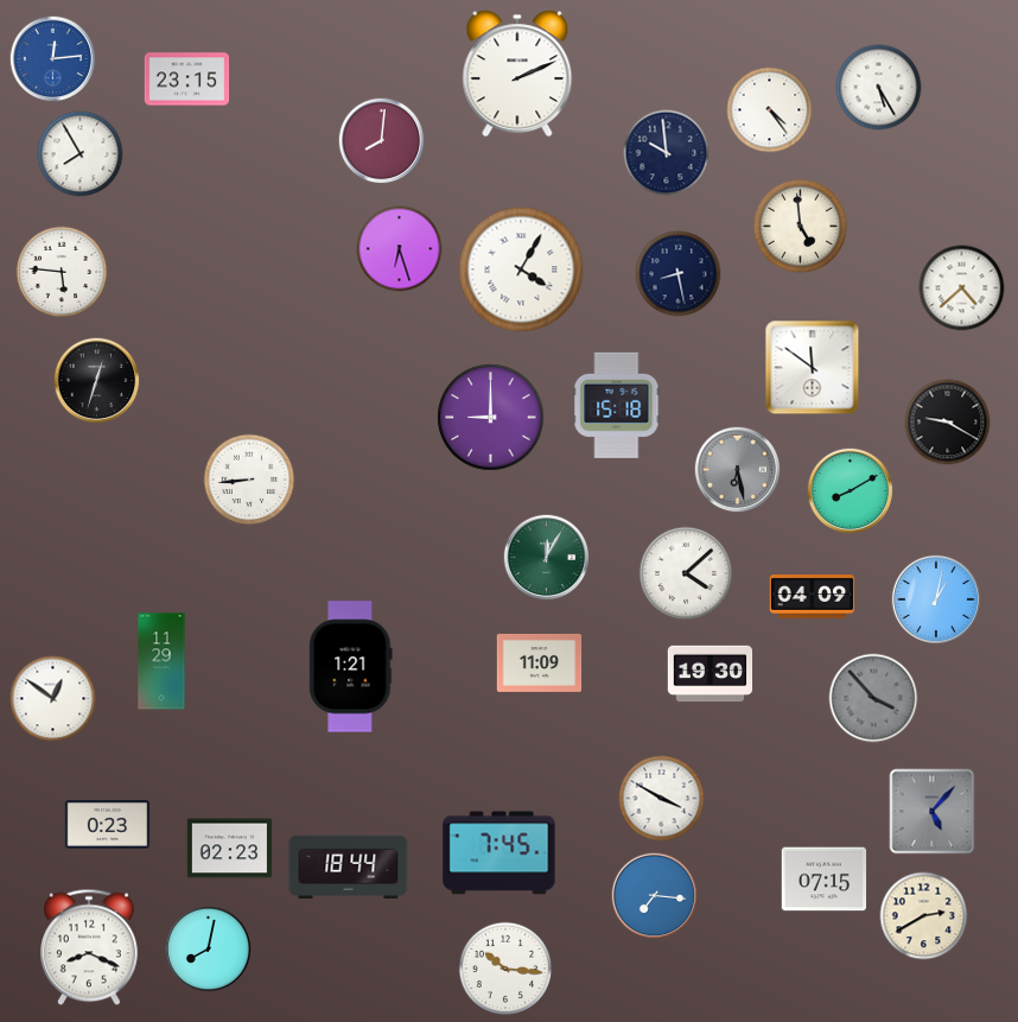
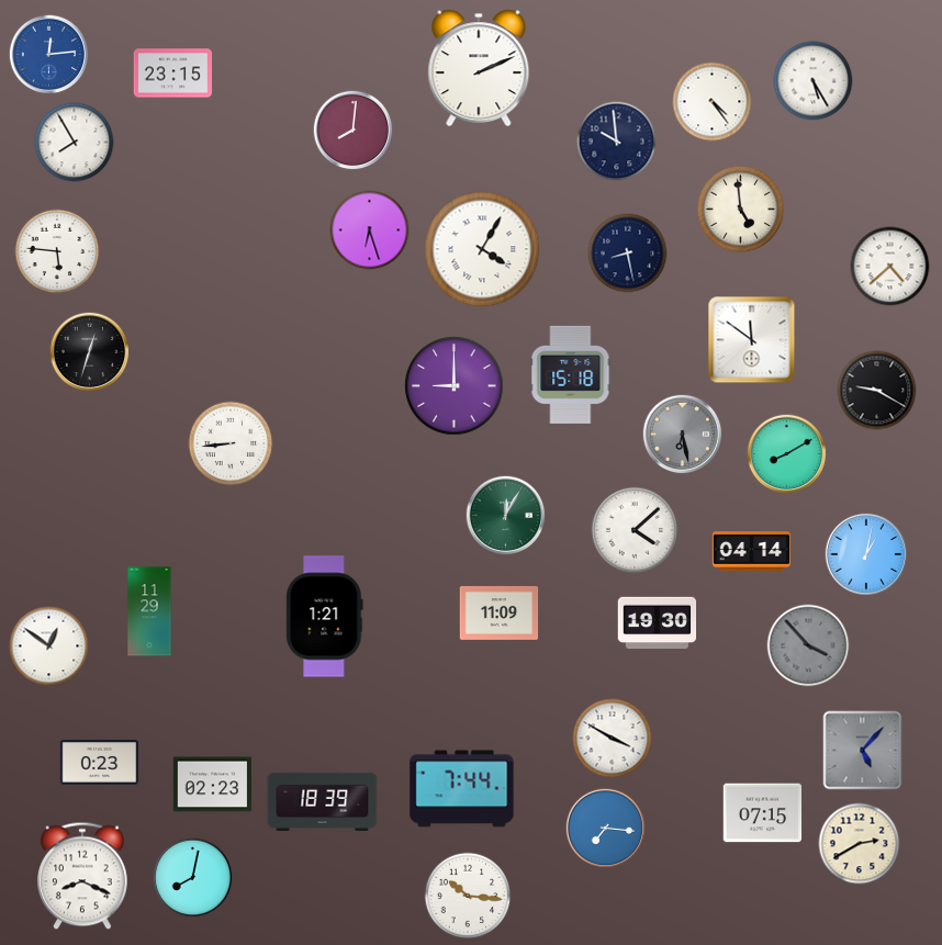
clock at (813, 597): 04:09 -> 04:14
clock at (500, 853): 7:45 -> 7:44
clock at (349, 867): 18:44 -> 18:39
clock at (924, 916) position: (924, 916) -> (860, 844)
